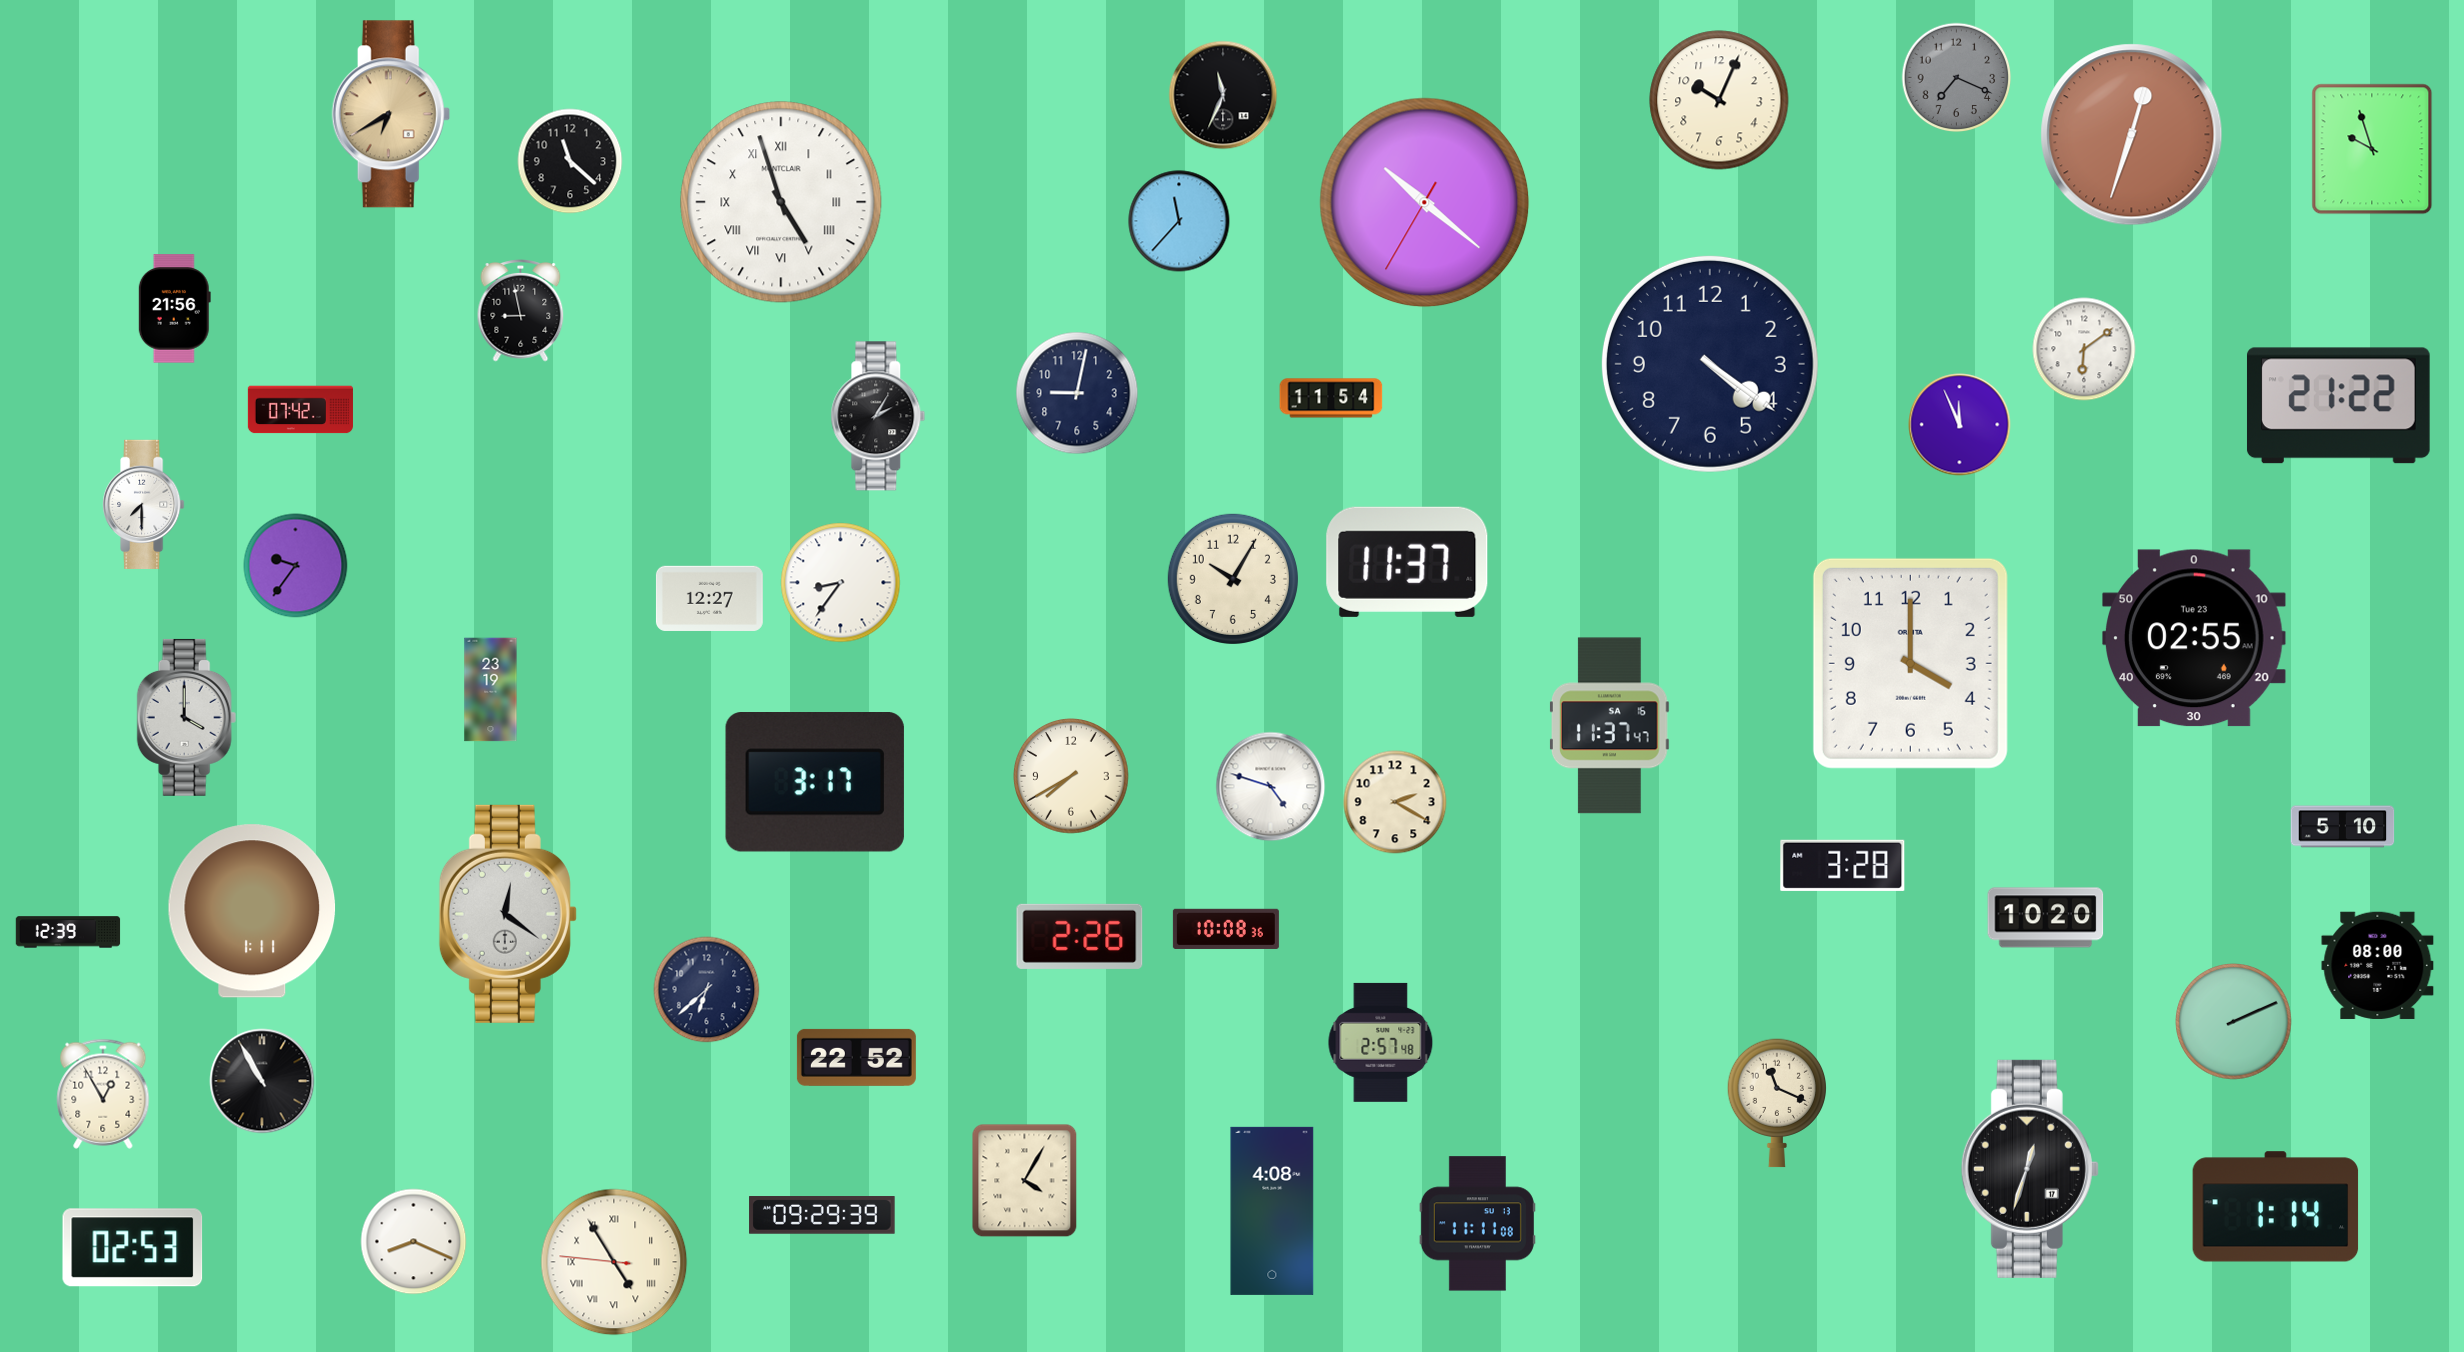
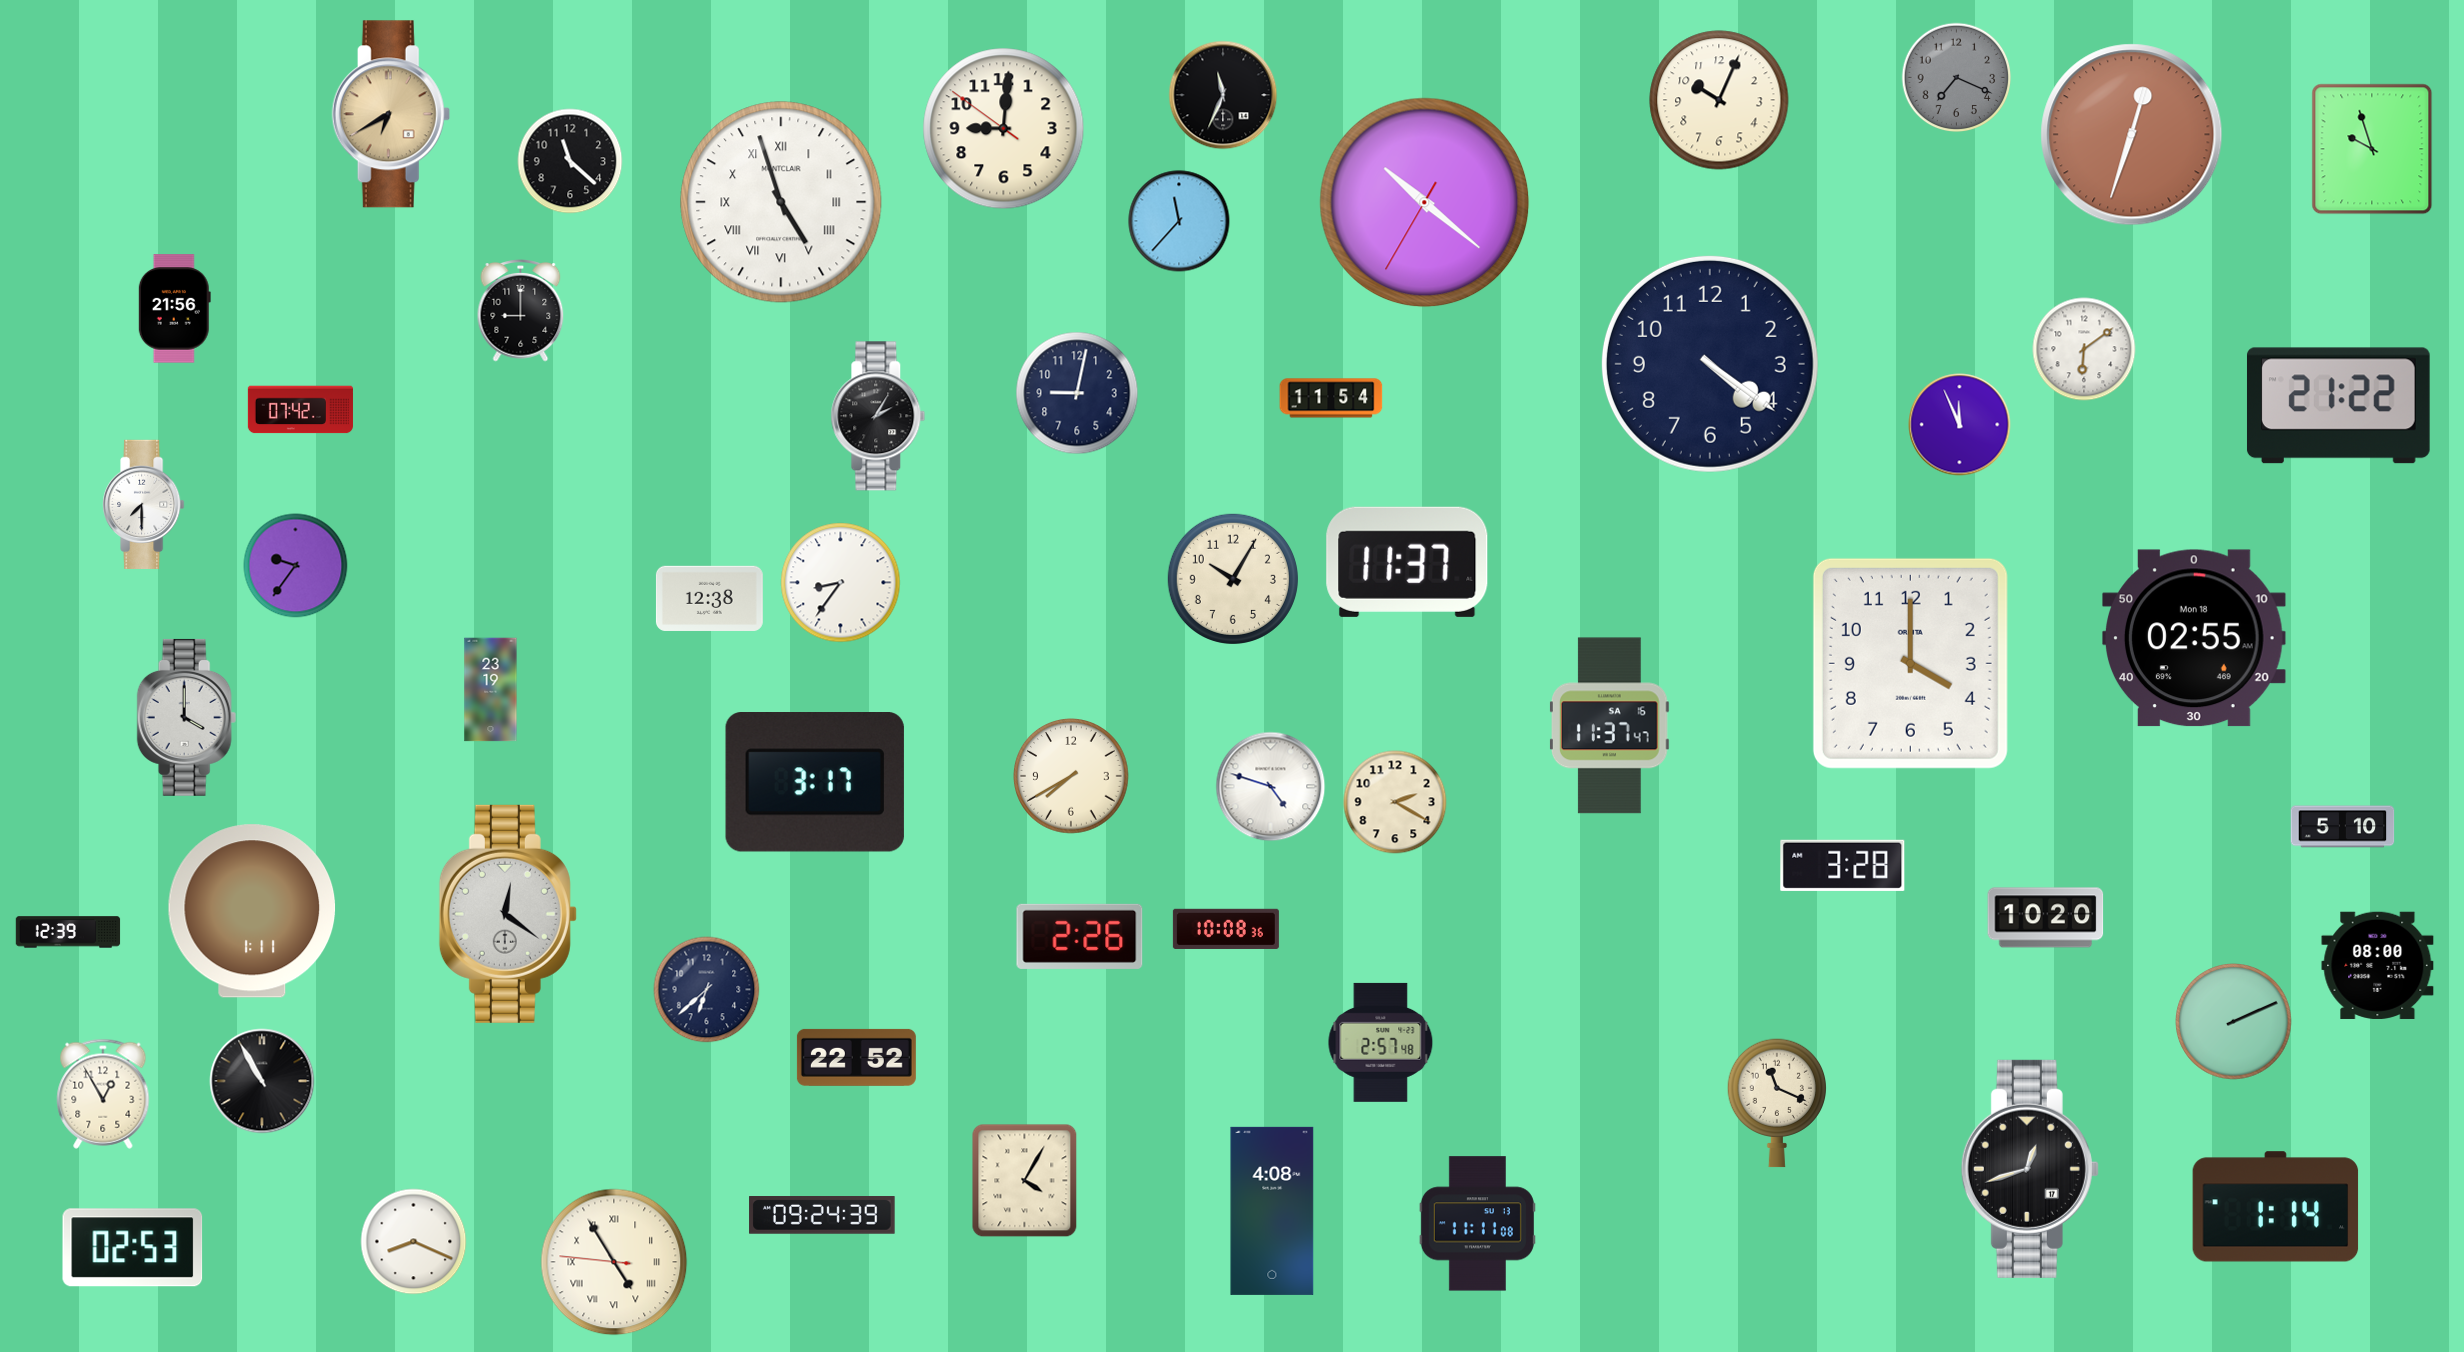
clock at (1004, 129): none -> 9:00
clock at (521, 311): 8:58 -> 9:00
clock at (709, 598): 12:27 -> 12:38
clock at (2195, 638) date: Tue 23 -> Mon 18
clock at (2030, 1169): 12:33 -> 12:42
clock at (822, 1216): 09:29 -> 09:24
